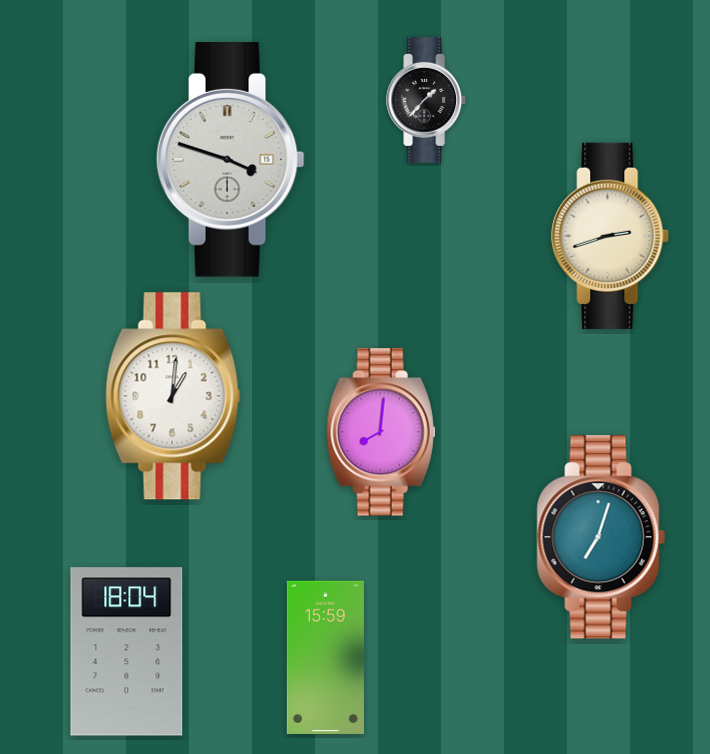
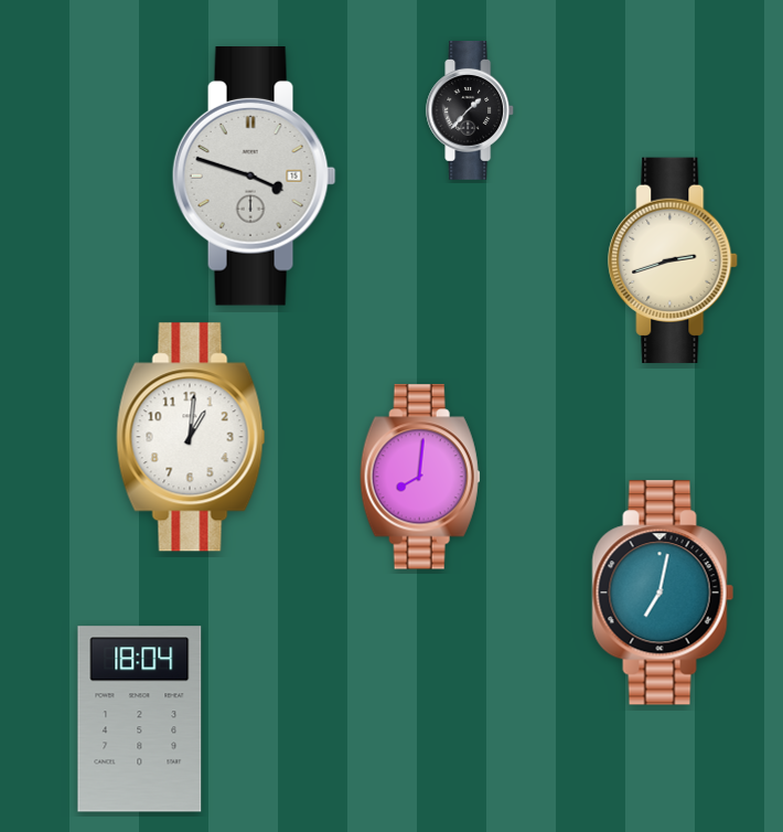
clock at (601, 537): 7:03 -> 7:02
clock at (325, 657): 15:59 -> none
